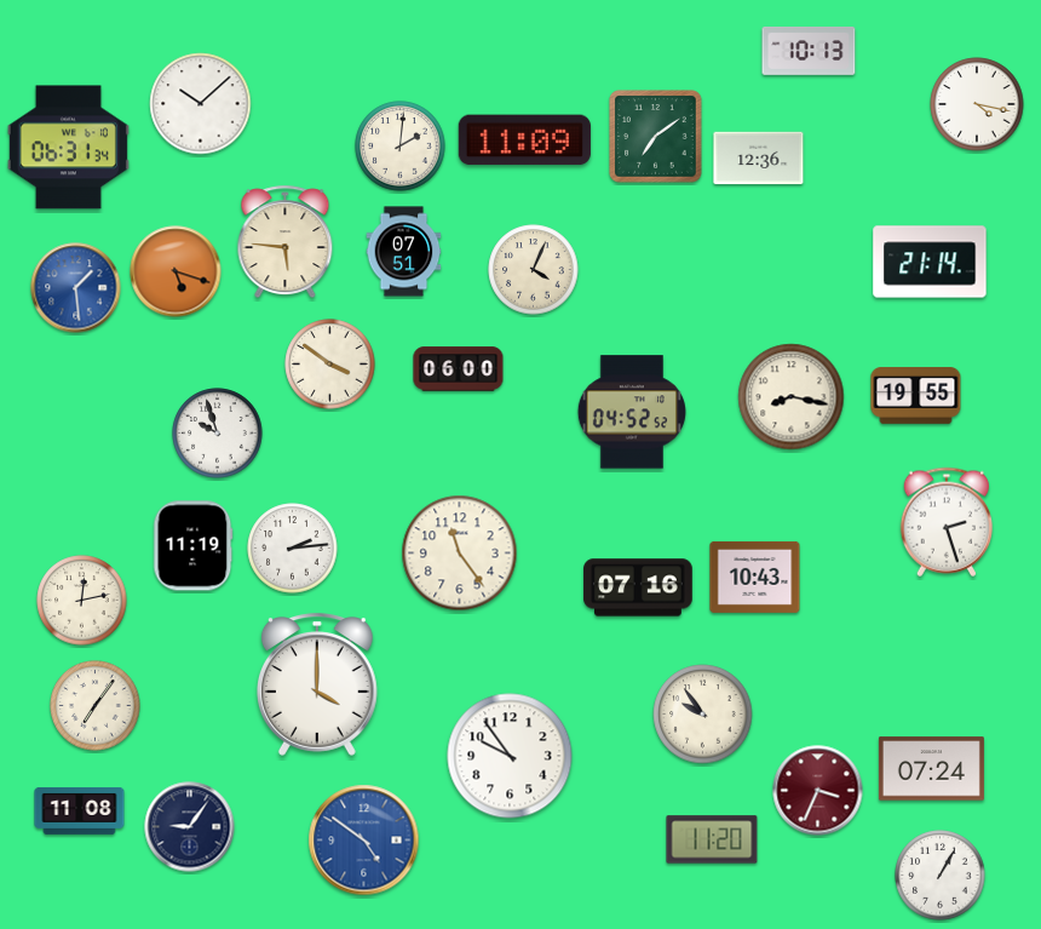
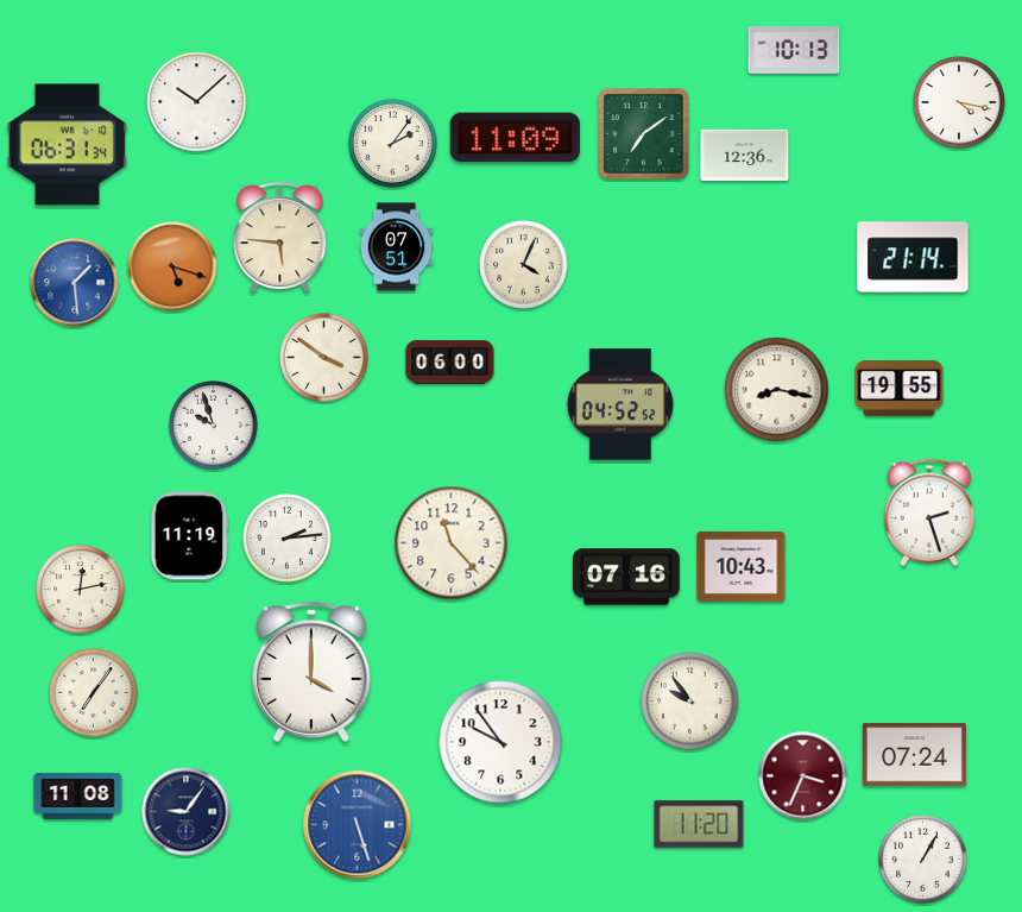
clock at (401, 147): 2:01 -> 2:06
clock at (460, 554): 11:24 -> 11:23
clock at (364, 841): 4:51 -> 5:27
